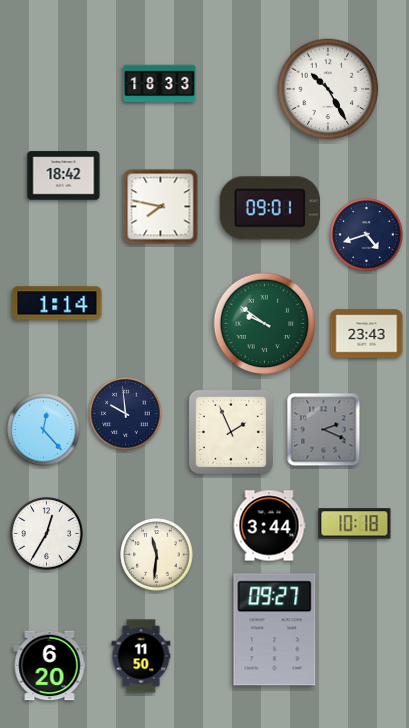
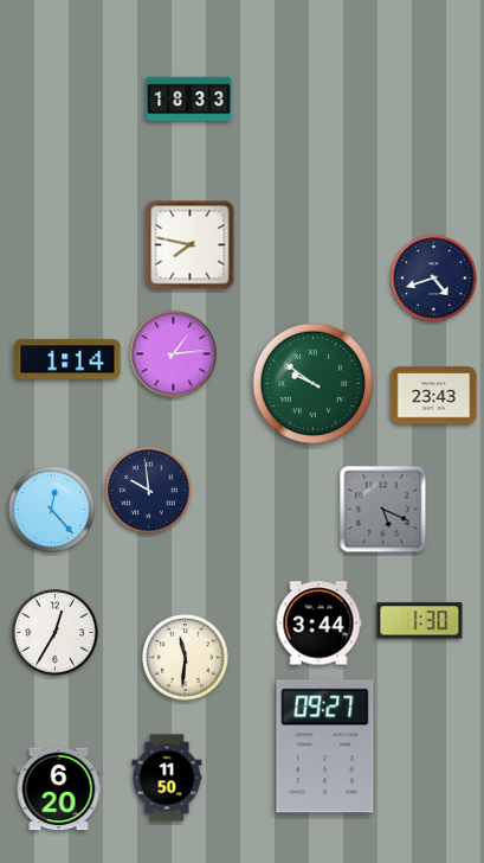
clock at (328, 89): 10:25 -> none
clock at (64, 176): 18:42 -> none
clock at (270, 208): 09:01 -> none
clock at (174, 354): none -> 1:14
clock at (324, 430): 2:19 -> 5:19
clock at (231, 432): 1:56 -> none
clock at (355, 524): 10:18 -> 1:30
